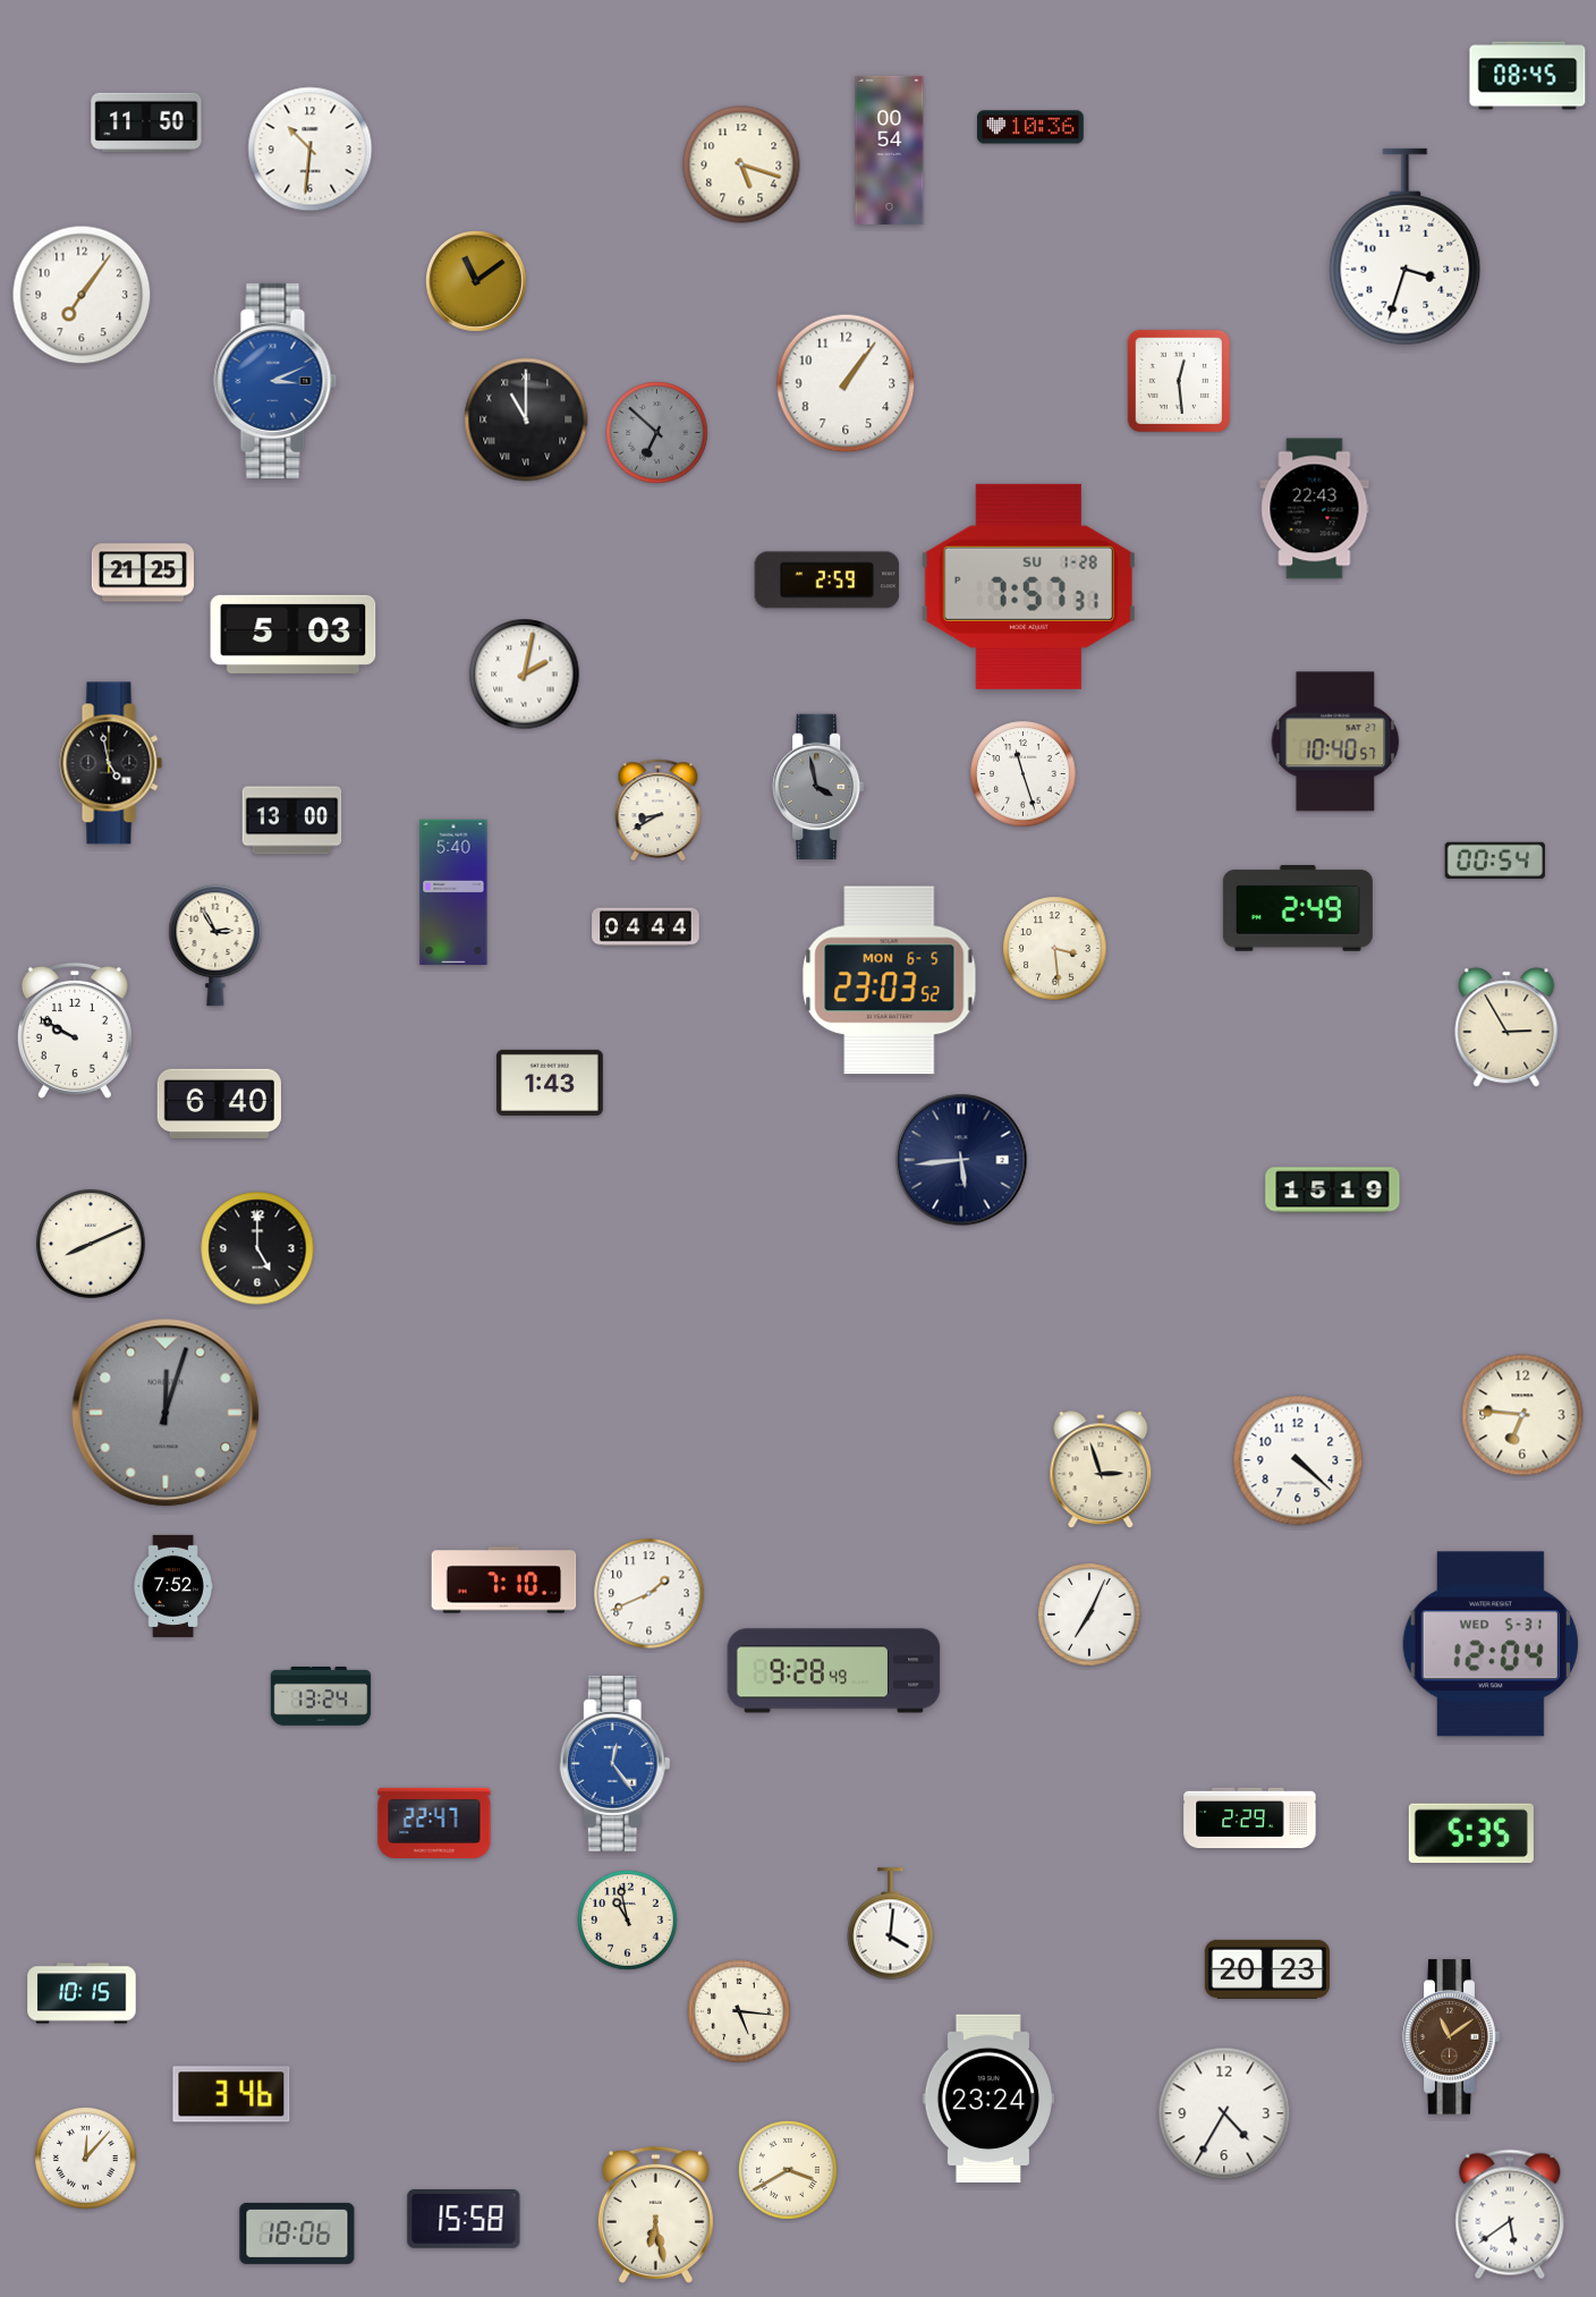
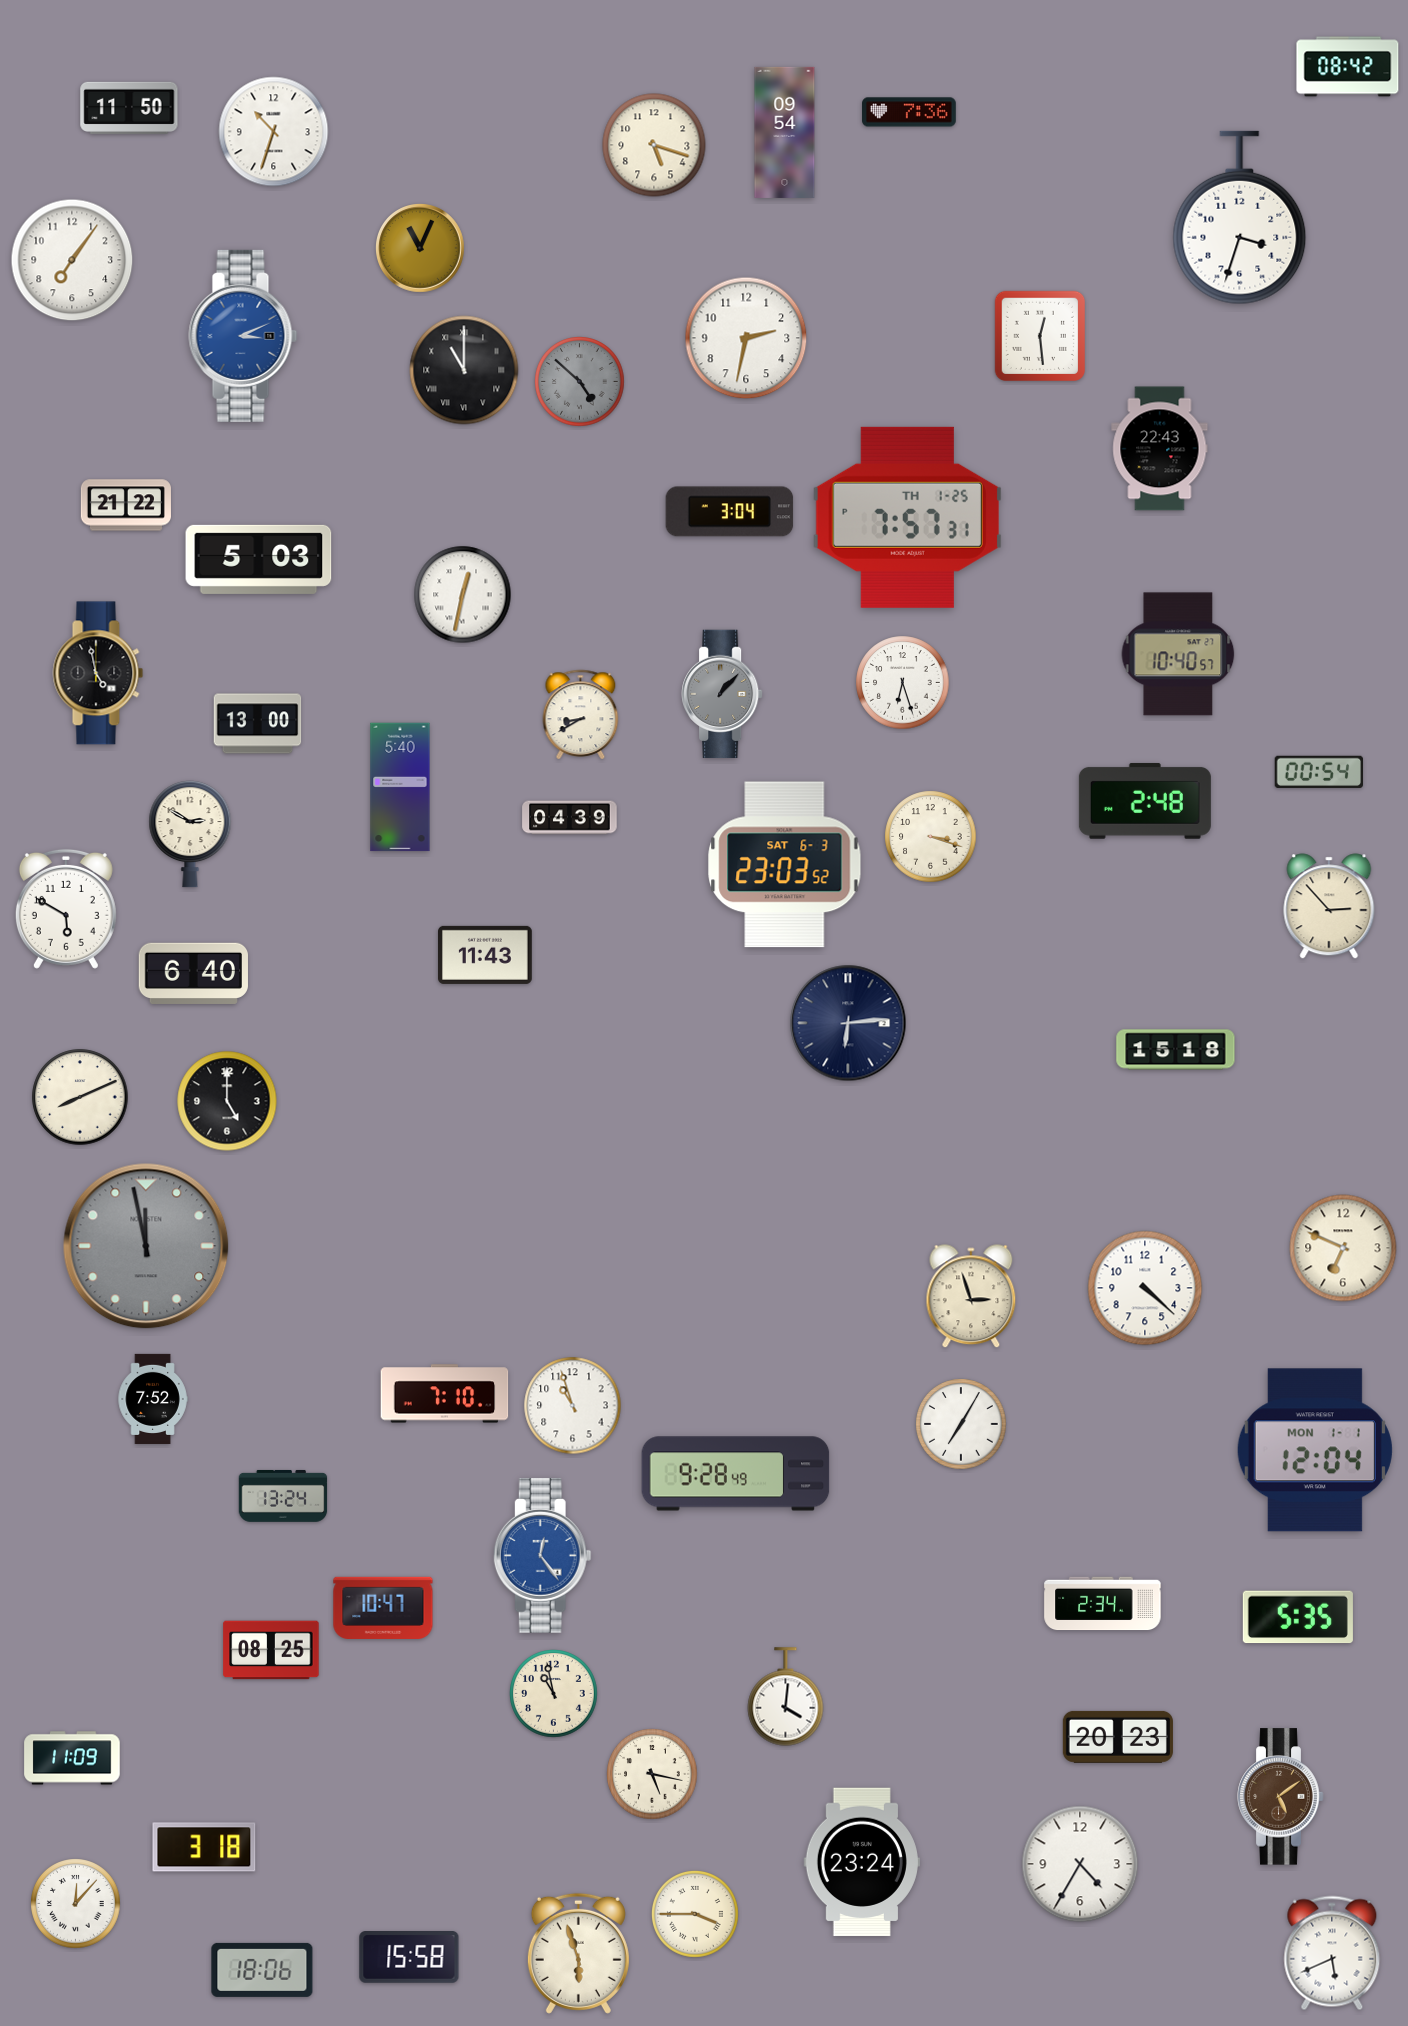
clock at (1528, 76): 08:45 -> 08:42
clock at (1030, 127): 10:36 -> 7:36
clock at (311, 150): 10:31 -> 10:33
clock at (890, 150): 00:54 -> 09:54
clock at (477, 282): 11:09 -> 11:04
clock at (846, 383): 1:06 -> 2:32
clock at (657, 433): 6:52 -> 4:52
clock at (143, 573): 21:25 -> 21:22
clock at (827, 580): 2:59 -> 3:04
clock at (1028, 586) date: SU 1-28 -> TH 1-25
clock at (525, 675): 2:02 -> 12:32
clock at (1024, 774): 11:27 -> 6:27
clock at (818, 787): 3:58 -> 1:07
clock at (1494, 861) position: (1494, 861) -> (1318, 772)
clock at (1298, 908): 2:49 -> 2:48
clock at (646, 927): 04:44 -> 04:39
clock at (215, 946): 2:55 -> 2:50
clock at (1055, 949): 3:29 -> 3:18
clock at (890, 981) date: MON 6-5 -> SAT 6-3
clock at (1506, 1027): 2:55 -> 2:53
clock at (75, 1031): 9:50 -> 5:50
clock at (550, 1083): 1:43 -> 11:43
clock at (961, 1160): 5:44 -> 6:14
clock at (1333, 1190): 15:19 -> 15:18
clock at (165, 1413): 12:03 -> 11:58
clock at (1522, 1415): 6:46 -> 6:49
clock at (650, 1594): 1:41 -> 10:57
clock at (1089, 1614): 7:04 -> 7:05
clock at (1491, 1644) date: WED 5-31 -> MON 1-1
clock at (1250, 1819): 2:29 -> 2:34
clock at (434, 1823): 22:47 -> 10:47
clock at (271, 1650): none -> 08:25
clock at (82, 1993): 10:15 -> 11:09
clock at (739, 2011): 5:16 -> 5:17
clock at (1452, 2037): 11:09 -> 5:09
clock at (231, 2094): 3:46 -> 3:18
clock at (988, 2099) position: (988, 2099) -> (862, 1862)
clock at (788, 2170): 3:40 -> 3:45
clock at (655, 2214): 6:28 -> 5:57
clock at (1510, 2214): 5:39 -> 5:41
